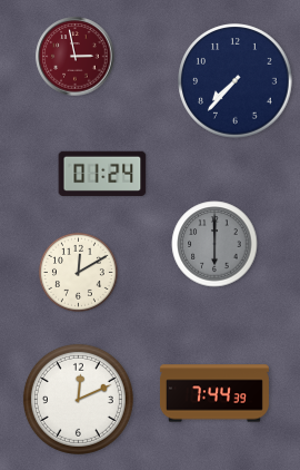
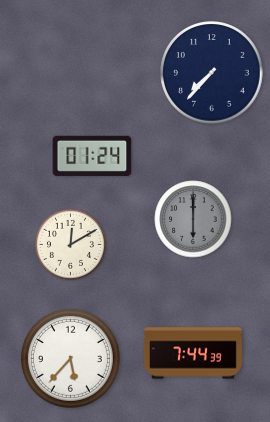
clock at (76, 57): 2:58 -> none
clock at (78, 399): 12:11 -> 5:37
